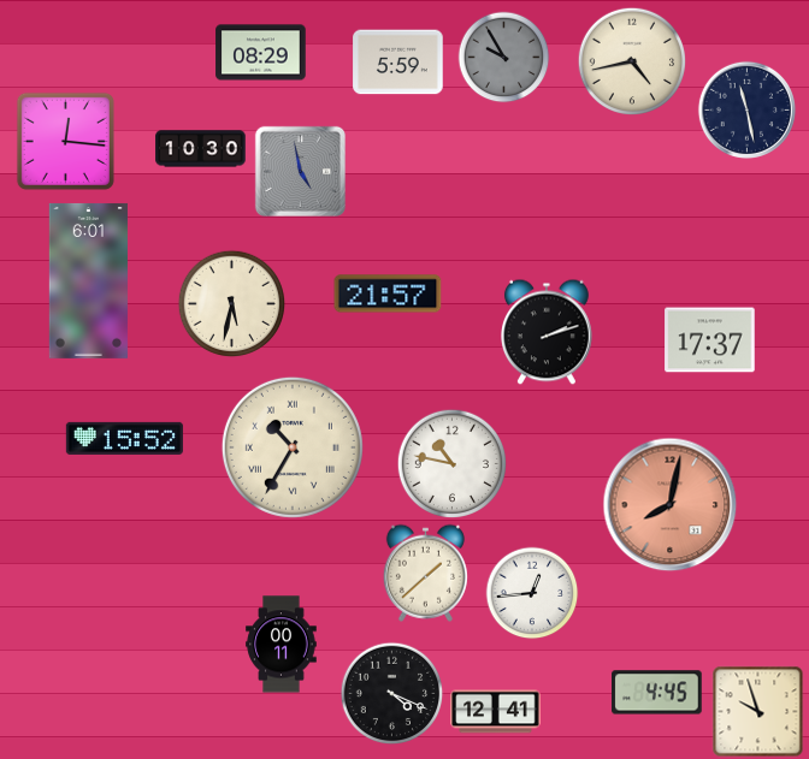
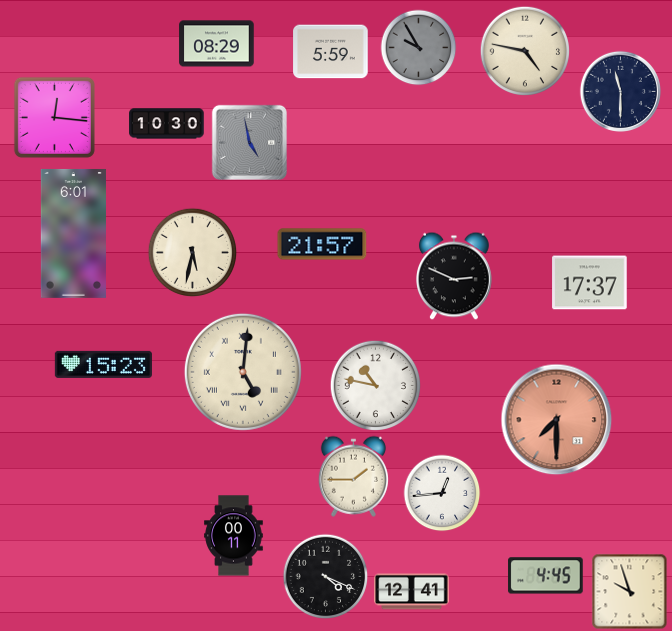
clock at (632, 61): 4:43 -> 4:47
clock at (746, 109): 11:28 -> 11:30
clock at (548, 332): 2:12 -> 2:49
clock at (124, 438): 15:52 -> 15:23
clock at (293, 447): 10:35 -> 5:01
clock at (671, 505): 8:02 -> 7:30
clock at (425, 573): 1:38 -> 1:45
